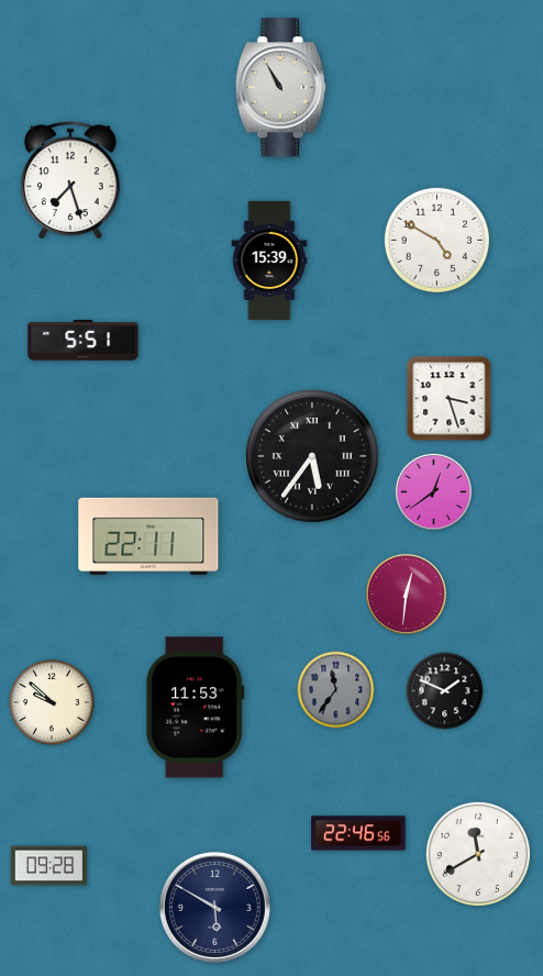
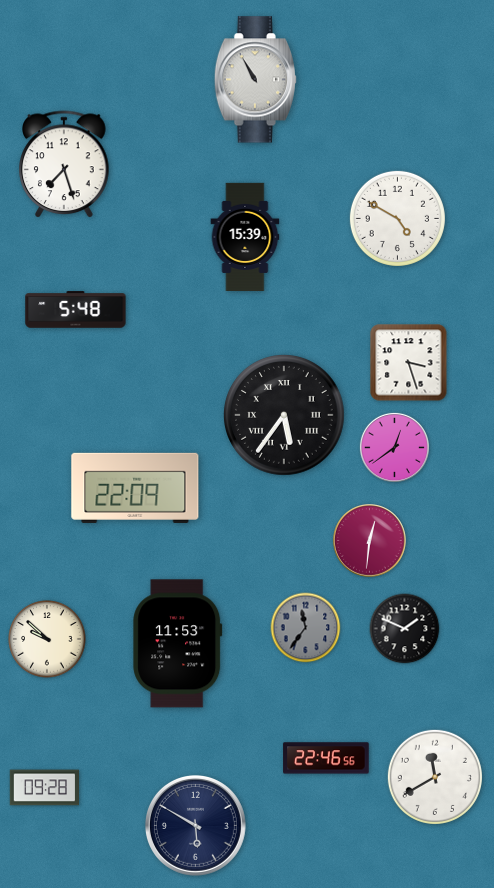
clock at (84, 341): 5:51 -> 5:48
clock at (148, 536): 22:11 -> 22:09
